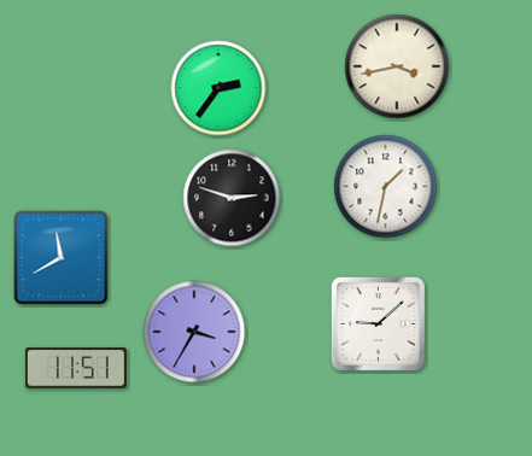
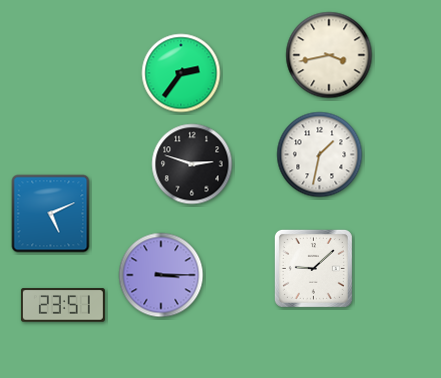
clock at (62, 258): 11:40 -> 5:11
clock at (194, 332): 3:35 -> 3:15
clock at (76, 368): 11:51 -> 23:51
